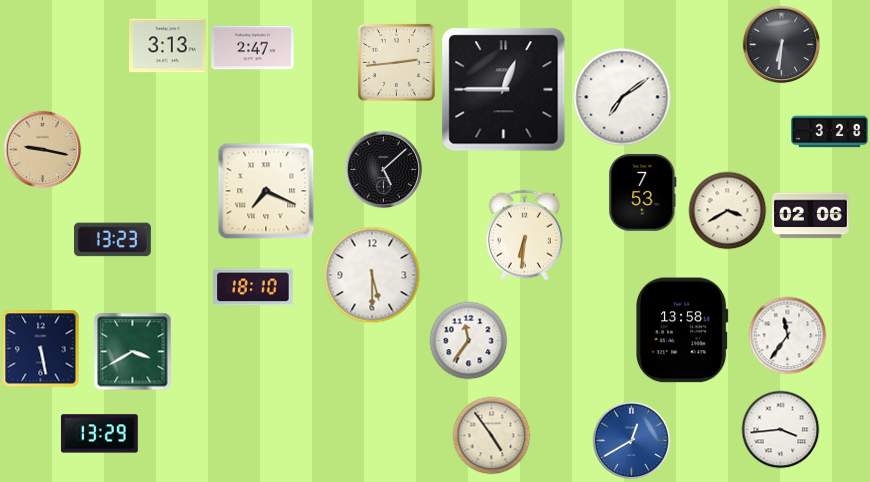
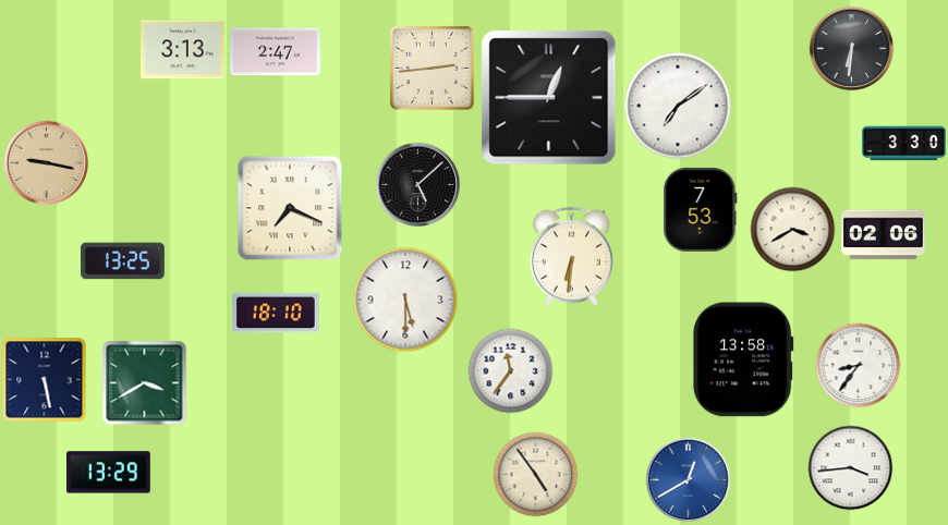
clock at (830, 132): 3:28 -> 3:30
clock at (113, 240): 13:23 -> 13:25
clock at (787, 335): 11:36 -> 8:36
